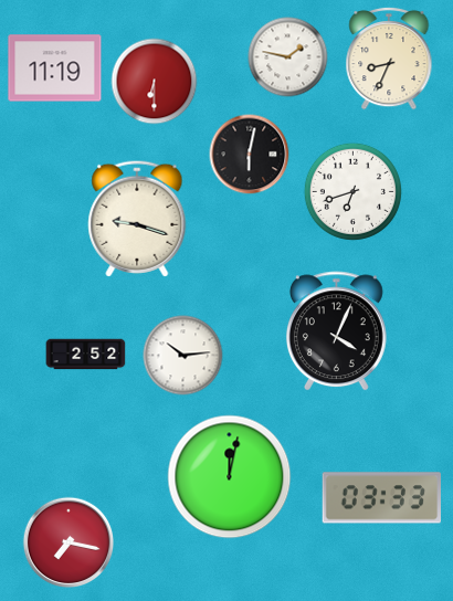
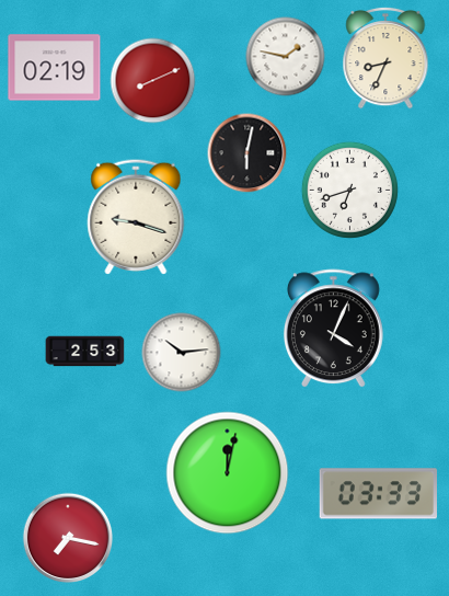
clock at (55, 68): 11:19 -> 02:19
clock at (155, 82): 6:30 -> 8:11
clock at (86, 355): 2:52 -> 2:53
